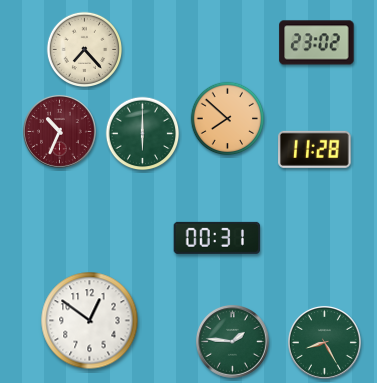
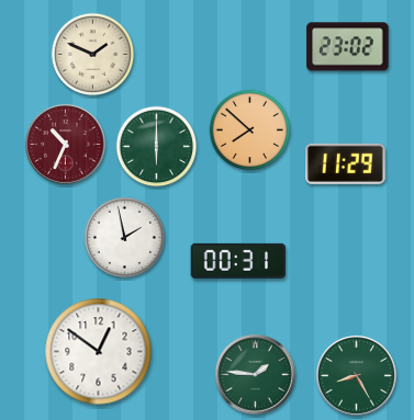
clock at (84, 49): 7:23 -> 1:49
clock at (315, 149): 11:28 -> 11:29
clock at (125, 238): none -> 1:58
